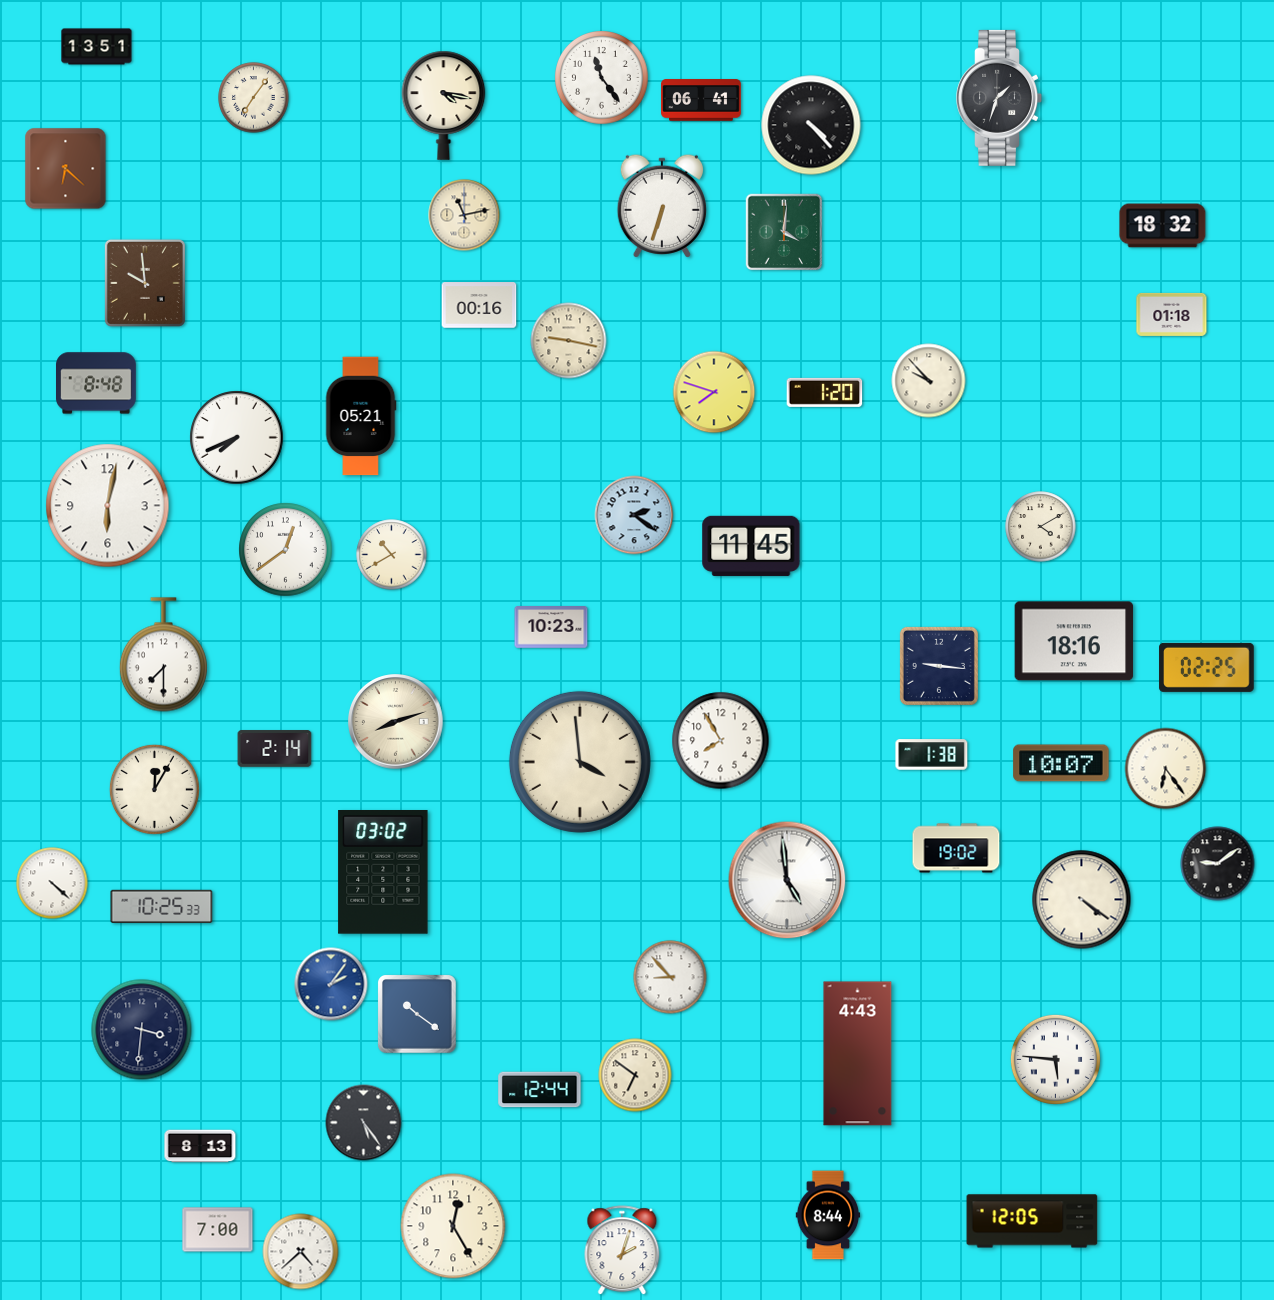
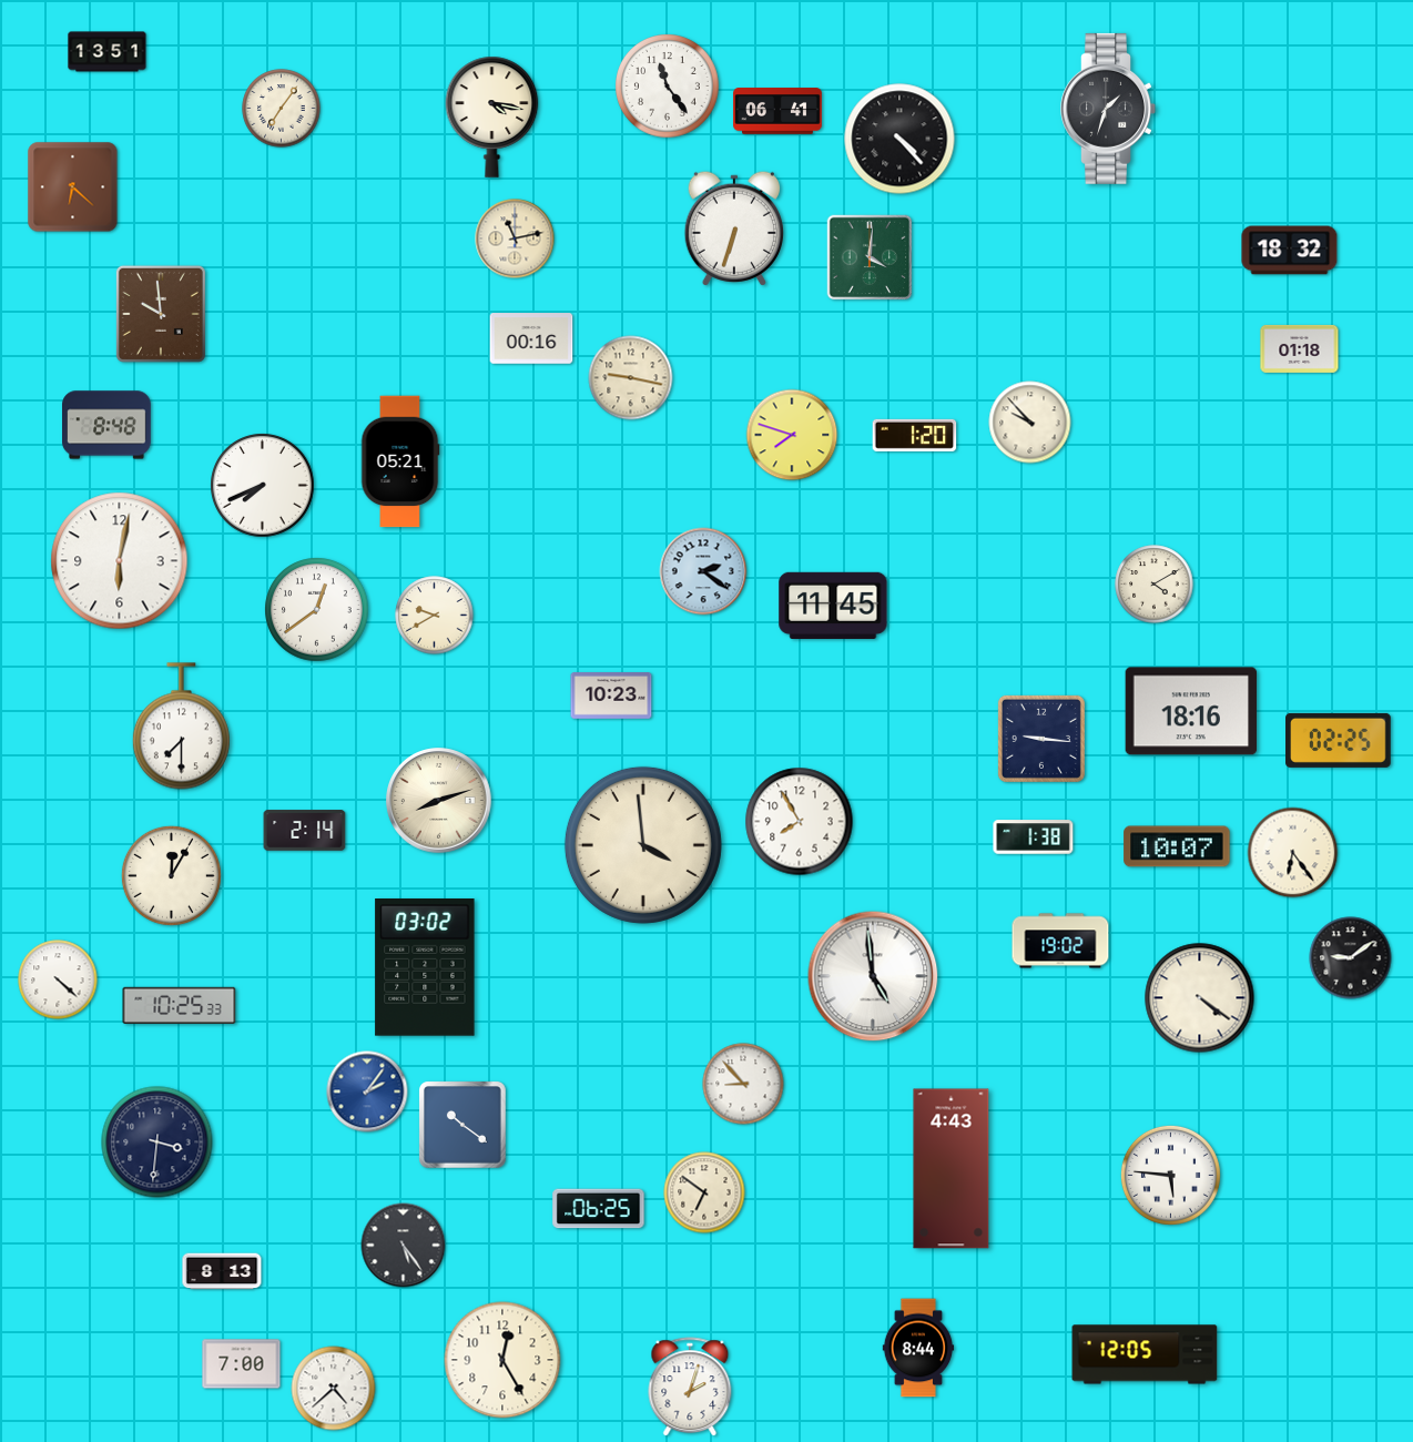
clock at (392, 555): 10:40 -> 9:40
clock at (540, 1090): 12:44 -> 06:25
